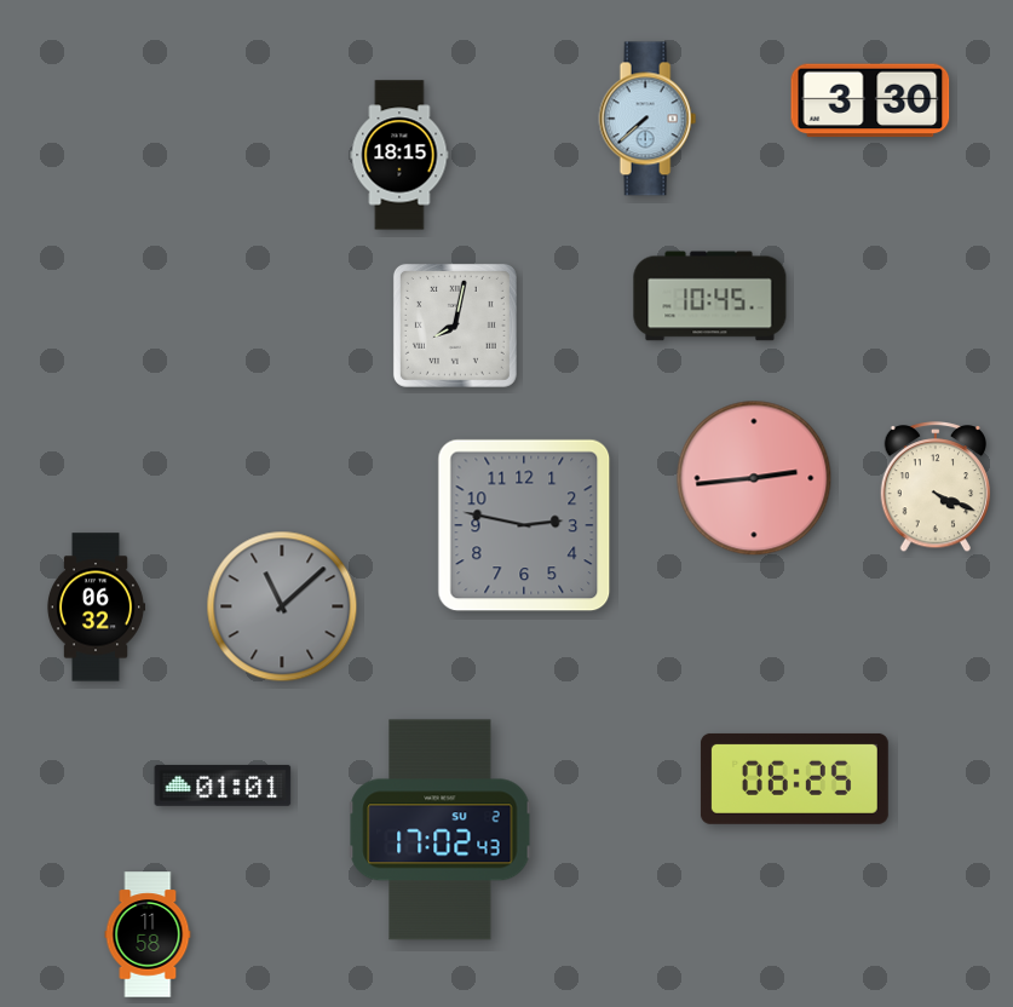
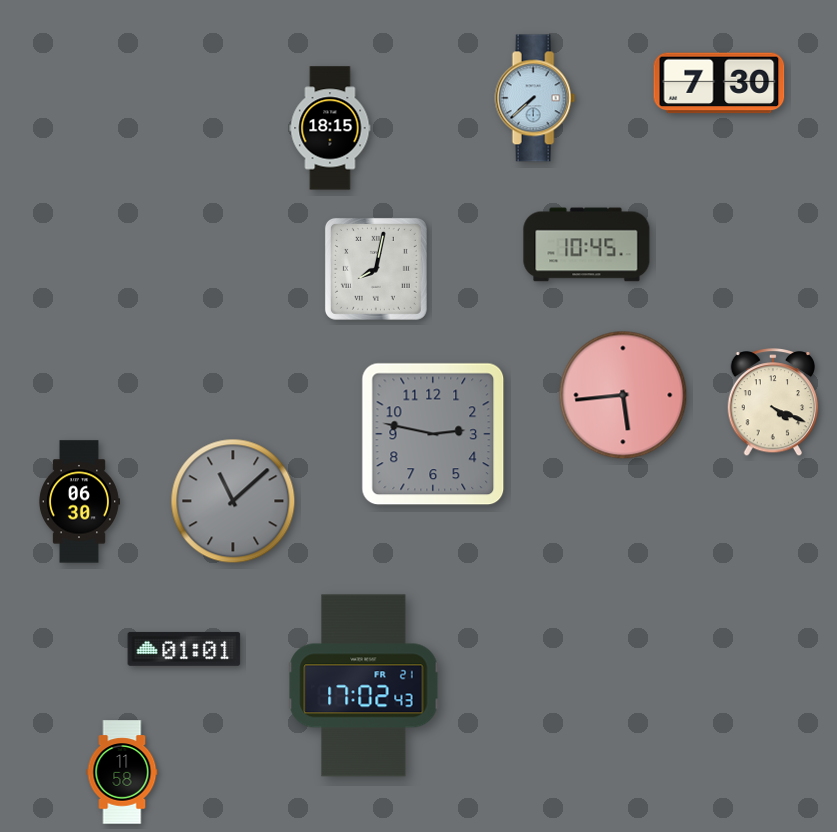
clock at (870, 100): 3:30 -> 7:30
clock at (754, 478): 2:44 -> 5:44
clock at (96, 608): 06:32 -> 06:30
clock at (794, 778): 06:25 -> none
clock at (441, 830) date: SU 2 -> FR 21
